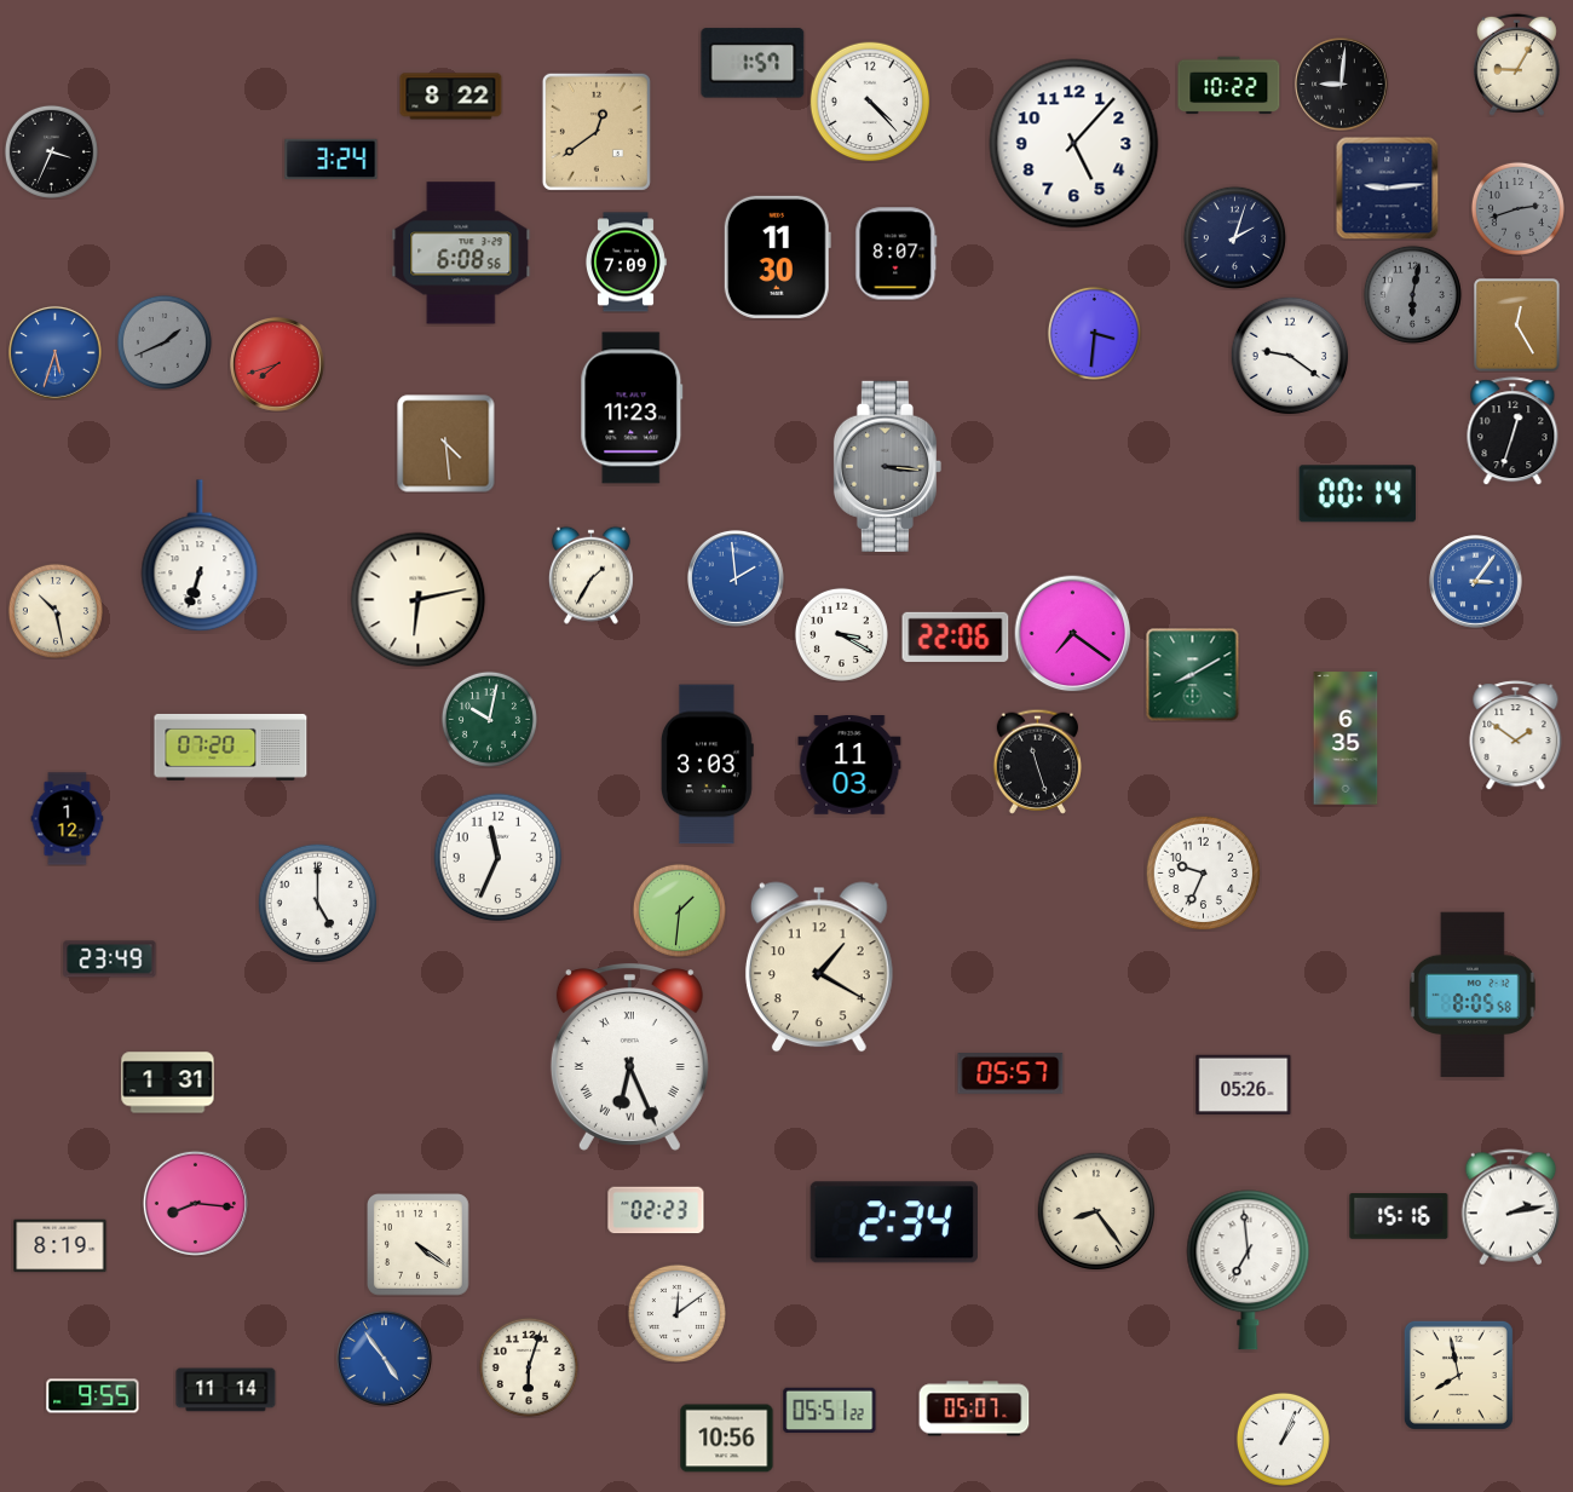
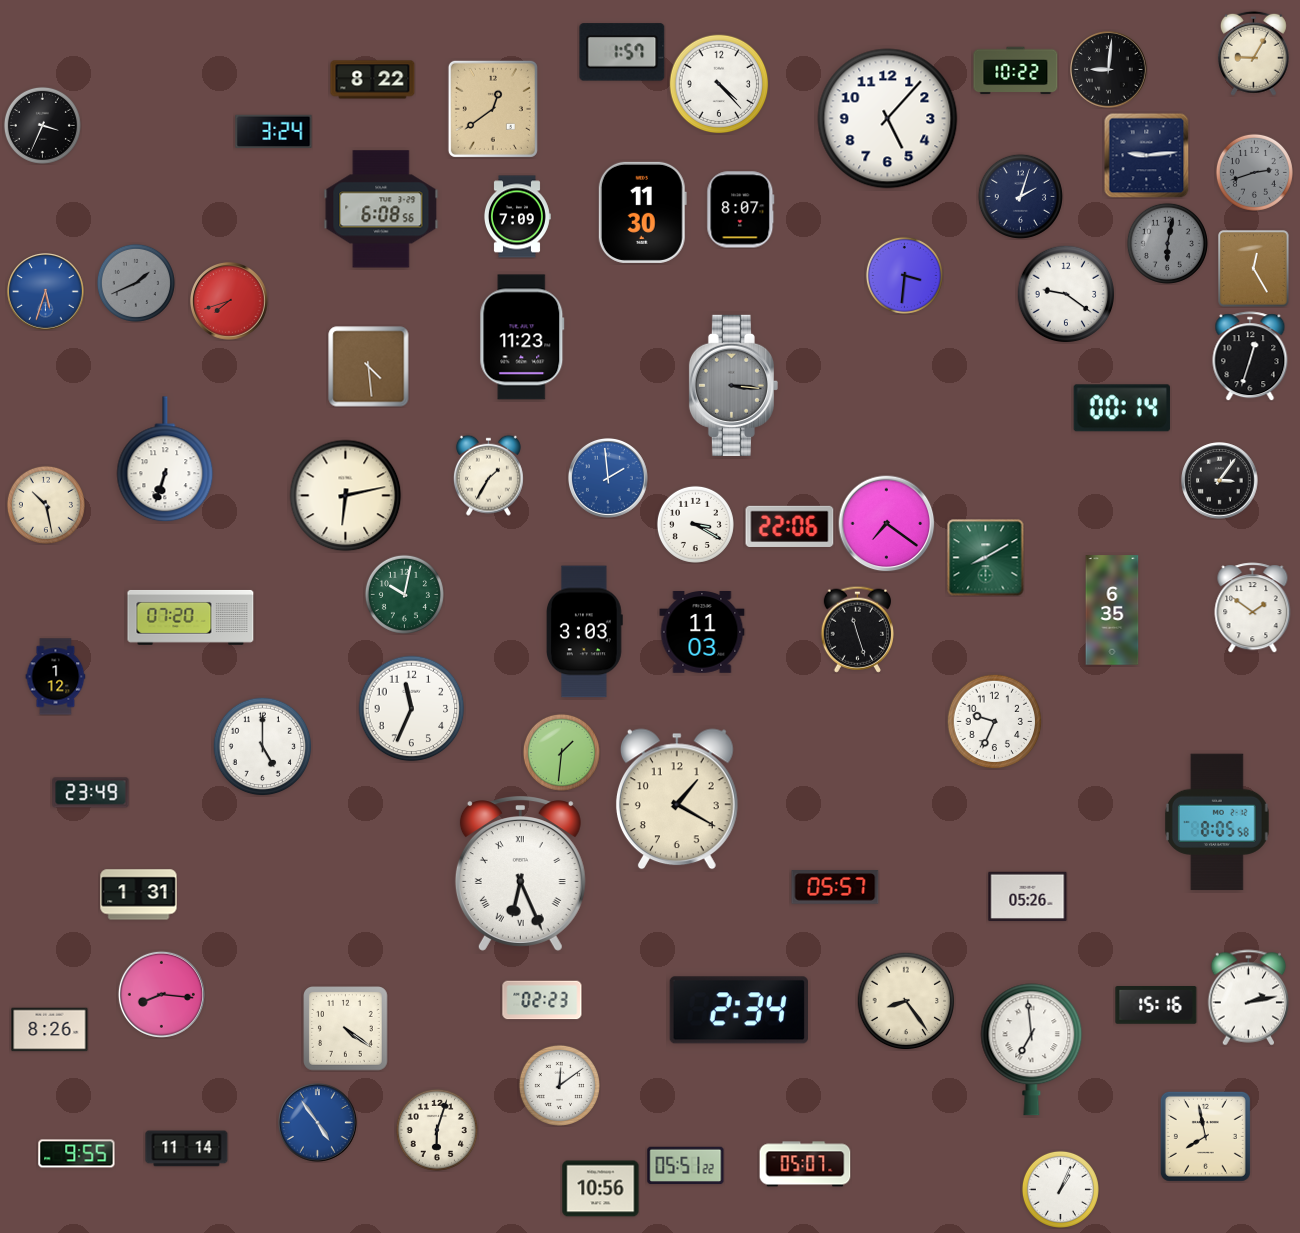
clock at (1476, 582) dial: blue -> black
clock at (60, 1246): 8:19 -> 8:26
